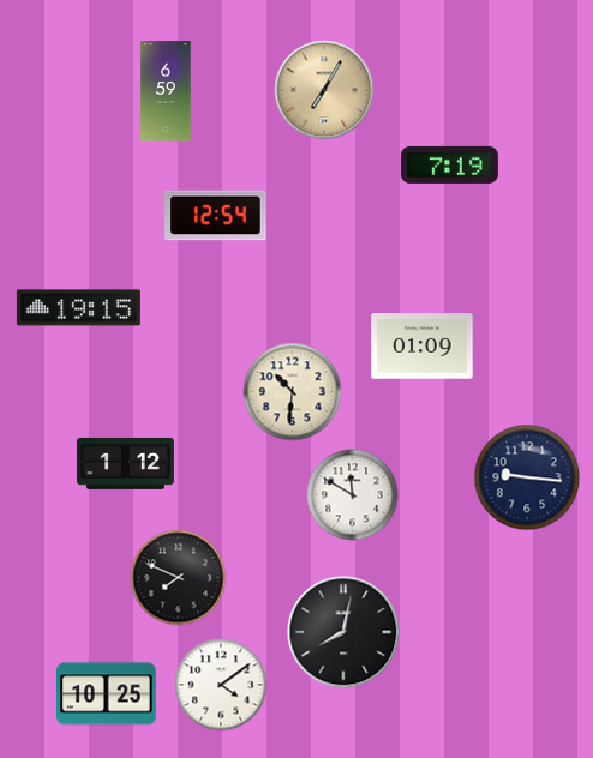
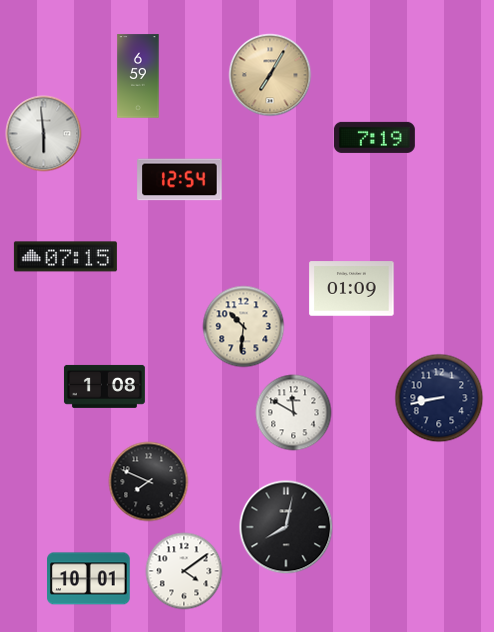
clock at (44, 134): none -> 5:59
clock at (78, 308): 19:15 -> 07:15
clock at (125, 463): 1:12 -> 1:08
clock at (527, 477): 9:16 -> 8:43
clock at (107, 694): 10:25 -> 10:01
